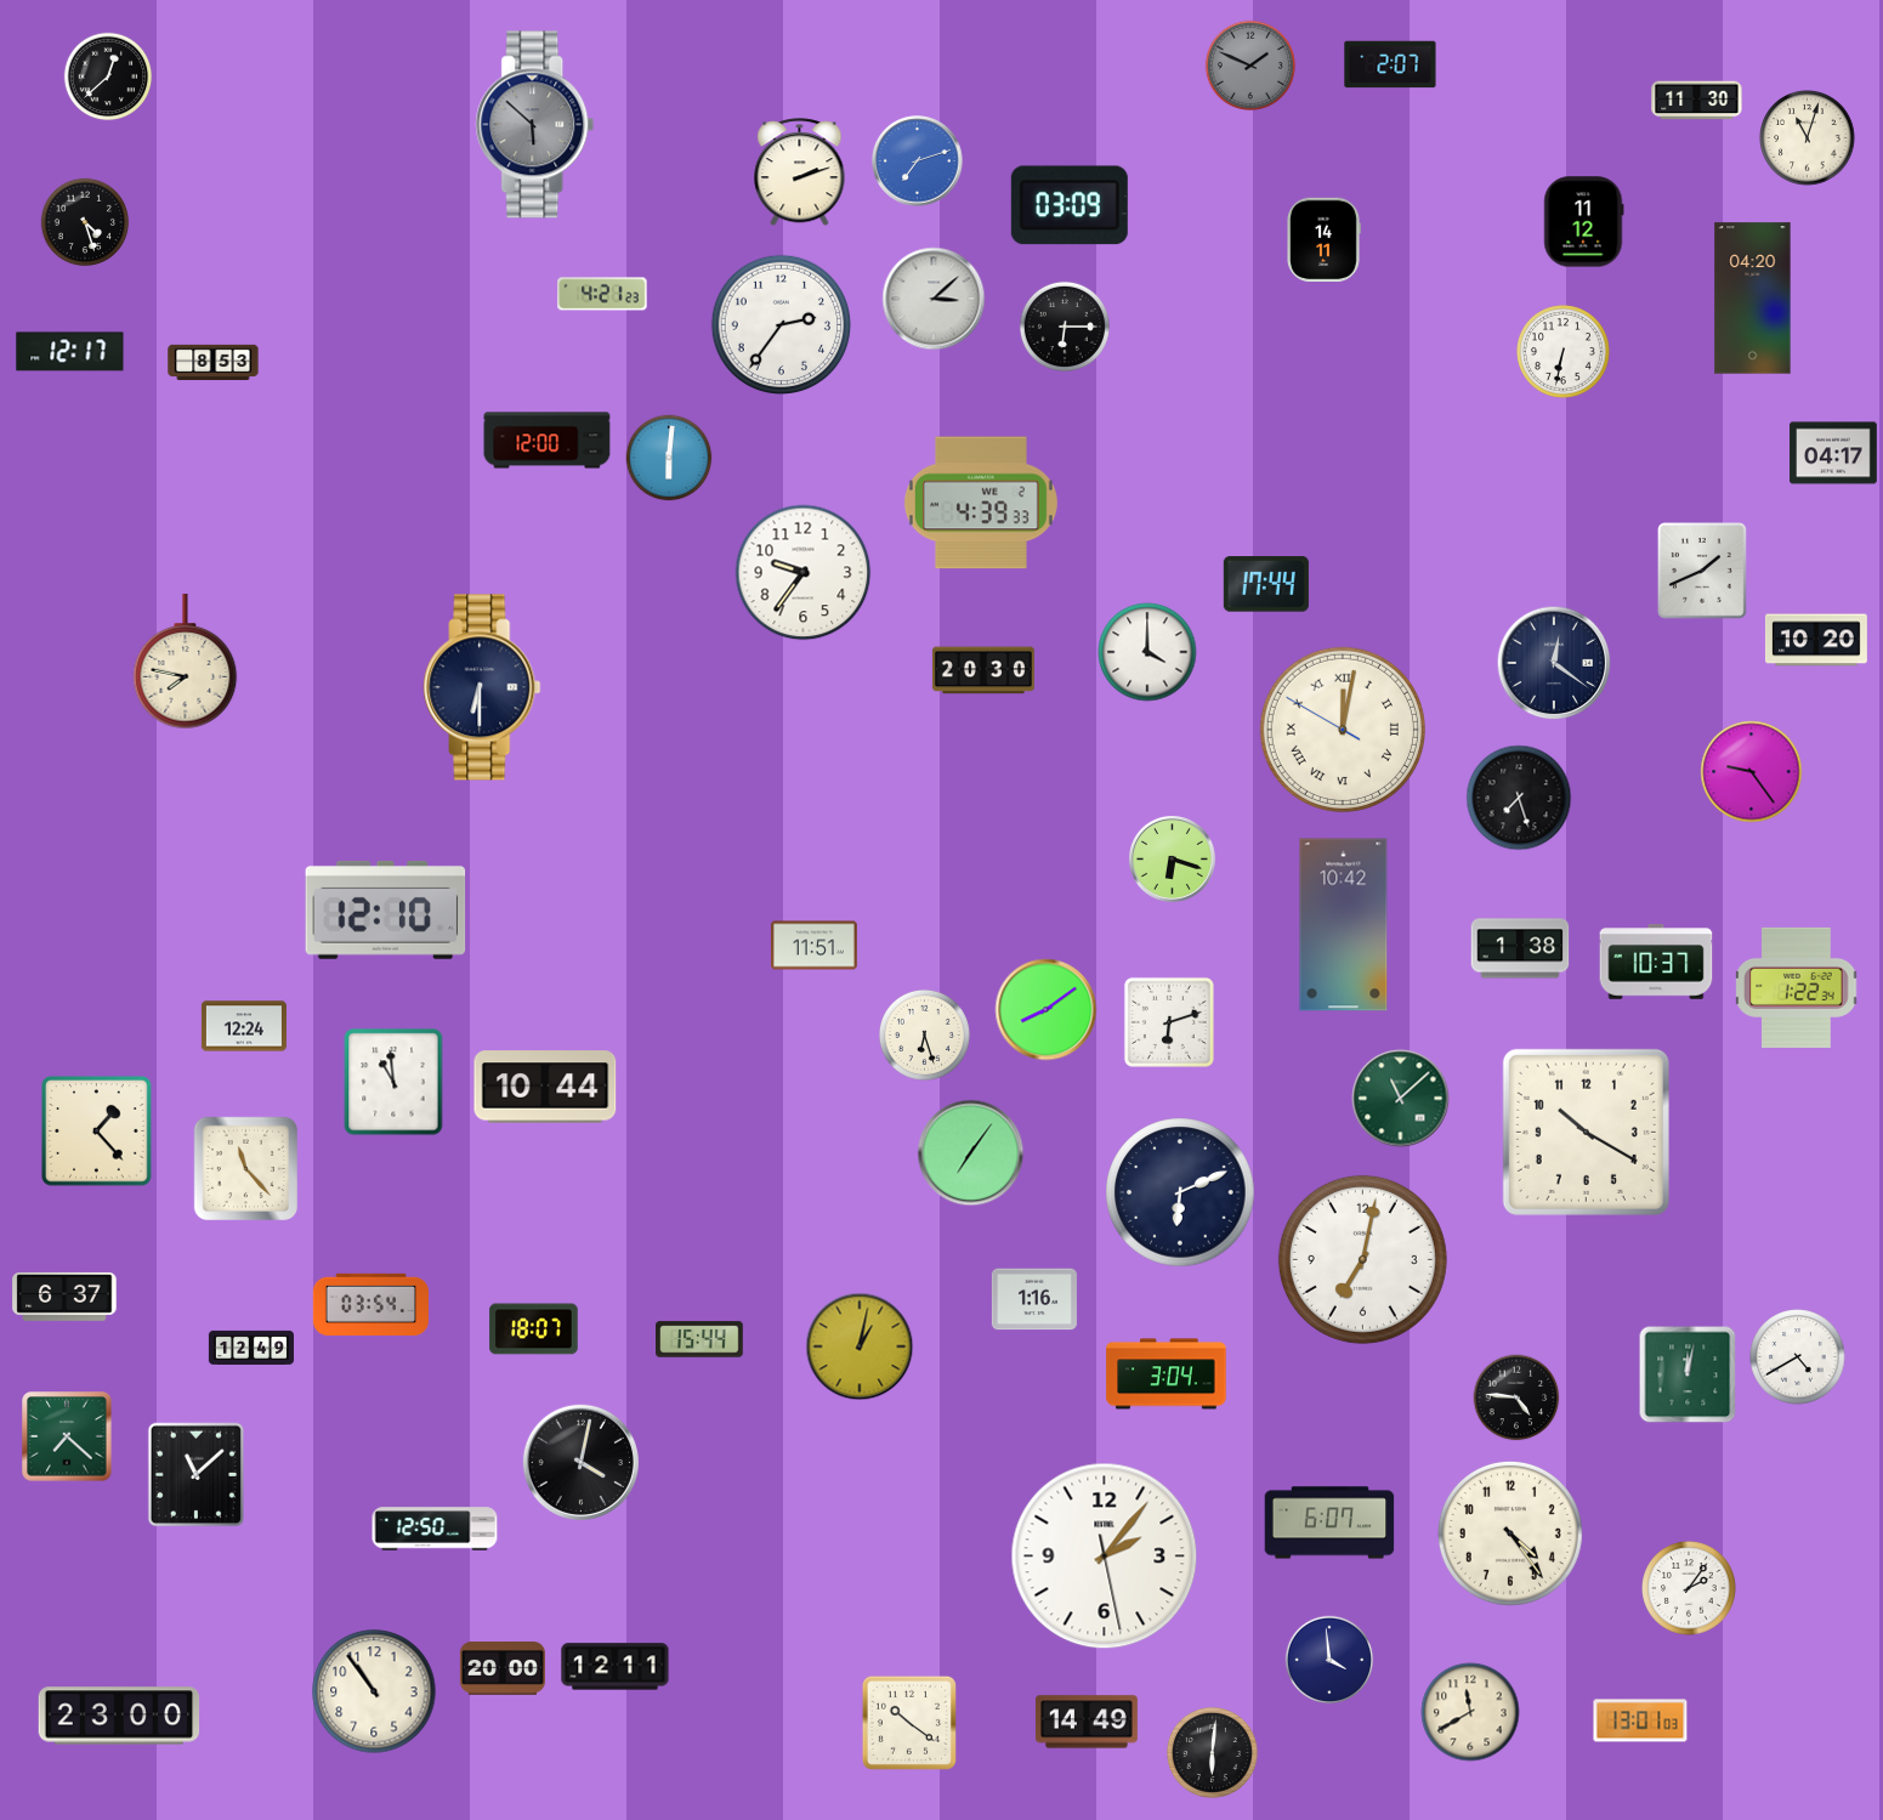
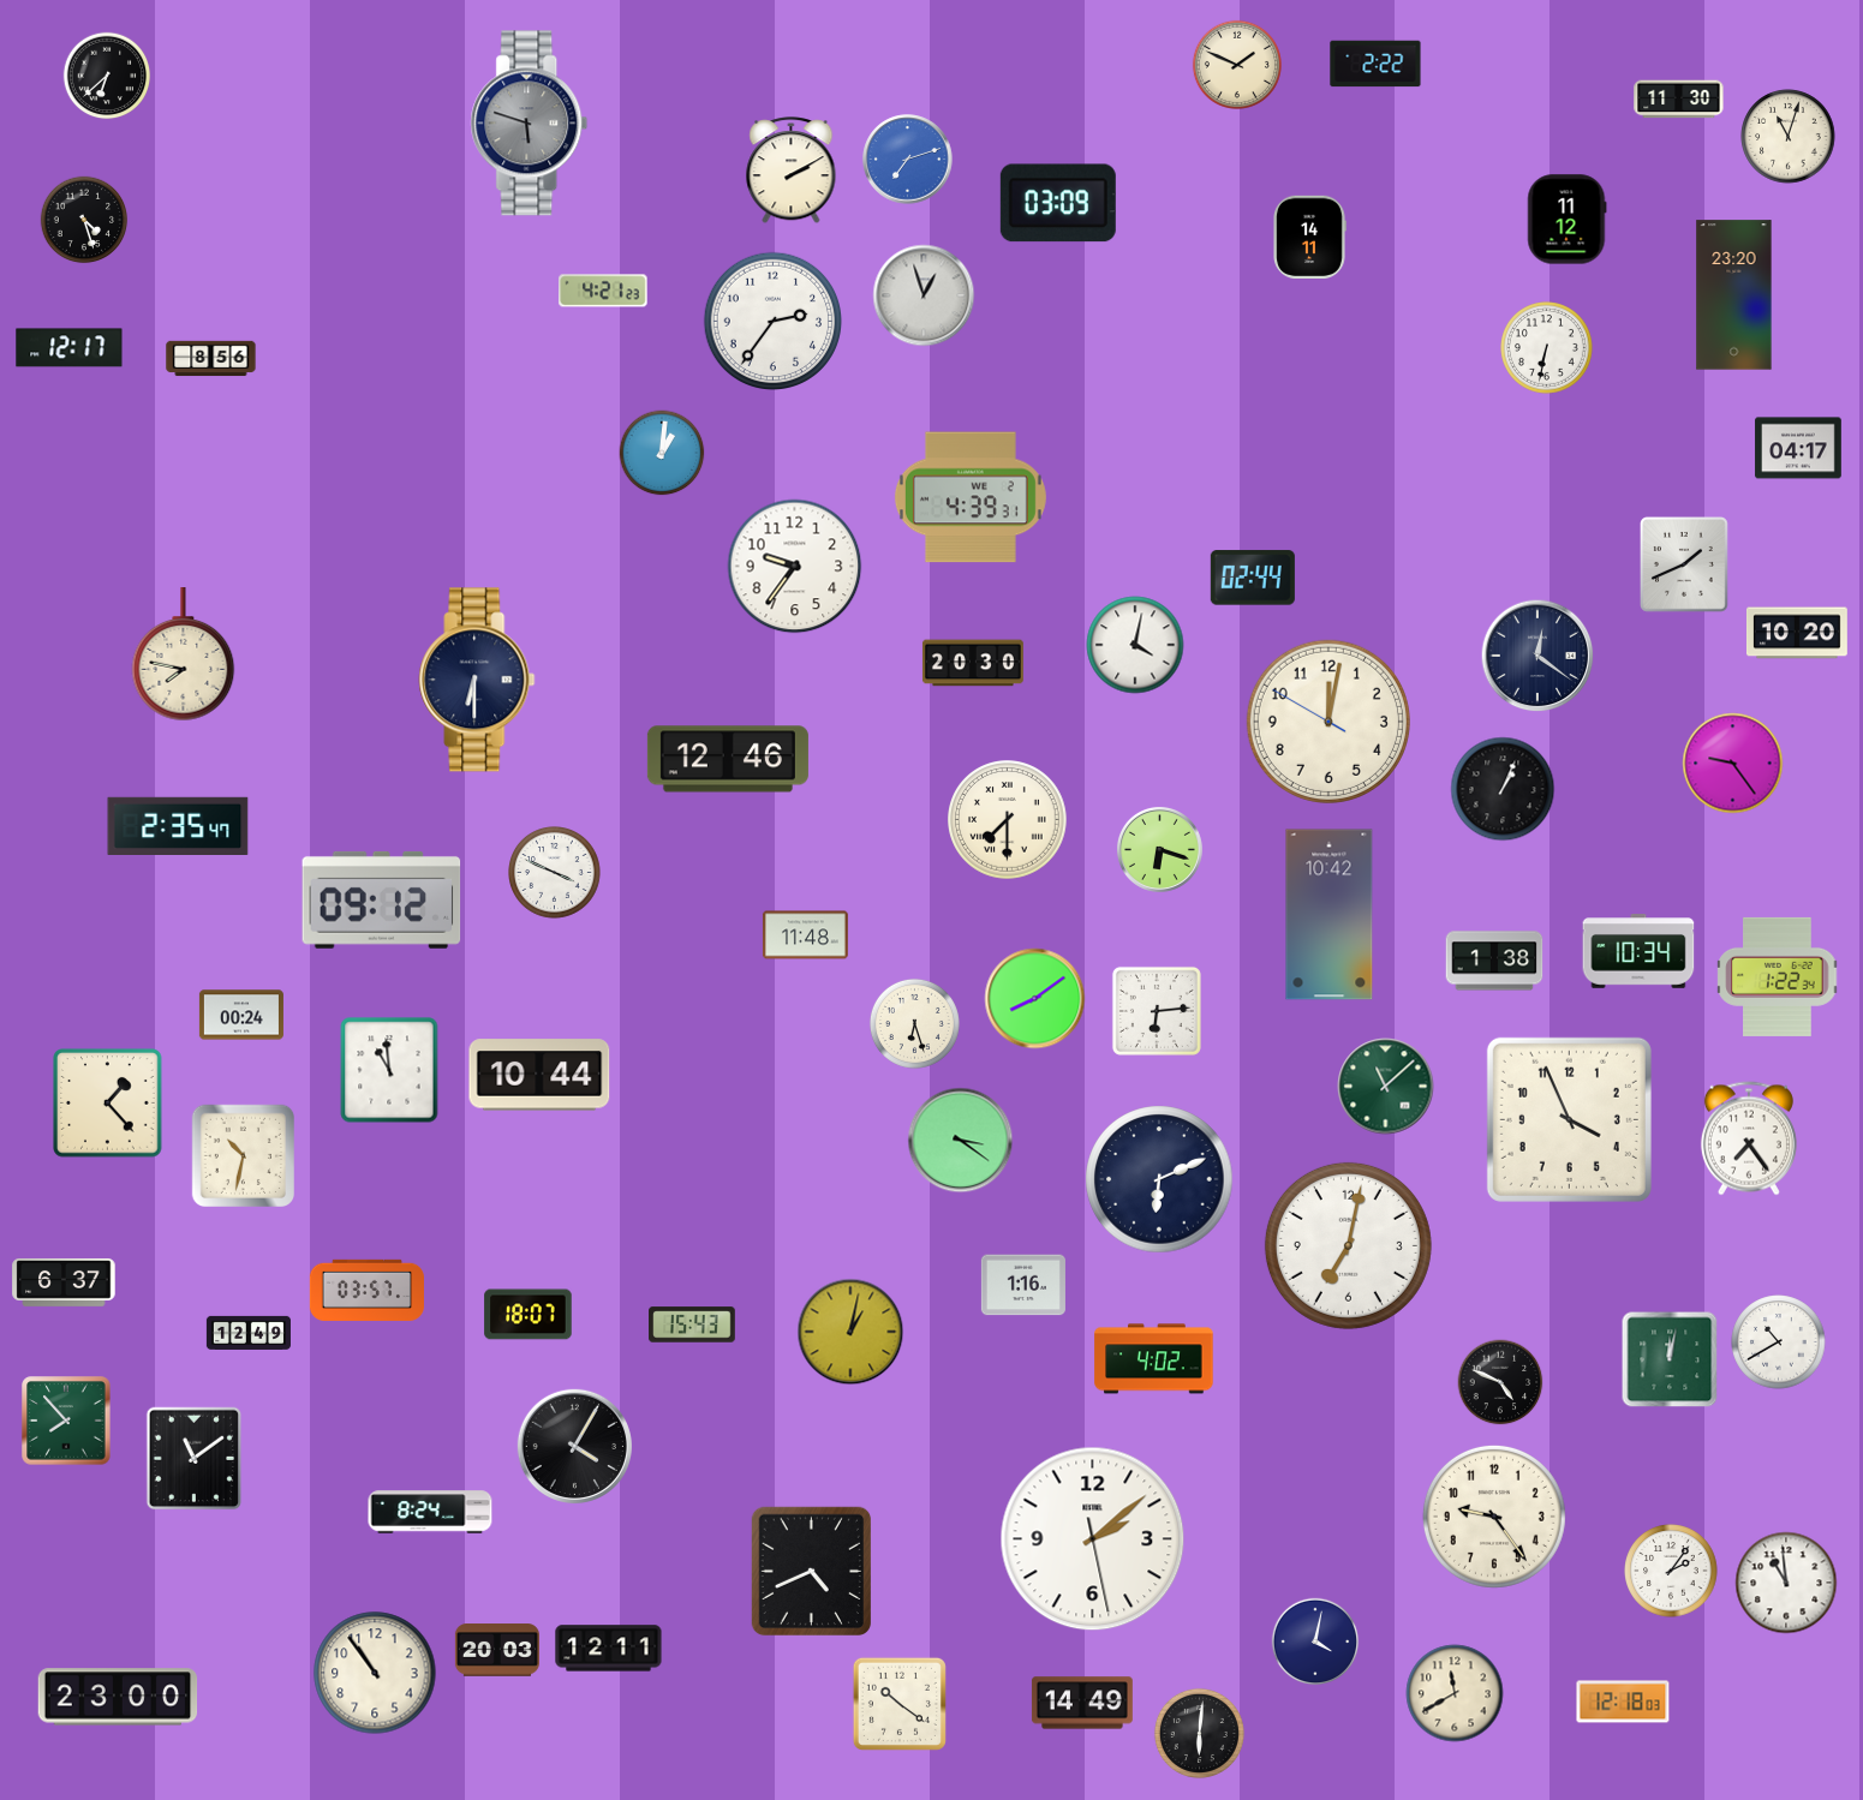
clock at (1390, 64): 2:07 -> 2:22
clock at (1250, 66) dial: grey -> cream
clock at (108, 76): 12:38 -> 6:38
clock at (535, 125): 5:52 -> 5:48
clock at (800, 172): 2:12 -> 2:10
clock at (602, 294) position: (602, 294) -> (603, 291)
clock at (934, 299): 3:08 -> 12:57
clock at (1753, 299): 04:20 -> 23:20
clock at (1065, 327): 6:15 -> none
clock at (214, 363): 8:53 -> 8:56
clock at (548, 441): 12:00 -> none
clock at (1833, 453) position: (1833, 453) -> (1798, 448)
clock at (669, 458): 6:01 -> 1:01
clock at (981, 503): 4:39:33 -> 4:39:31
clock at (1266, 584): 17:44 -> 02:44
clock at (1147, 652): 4:00 -> 4:02
clock at (1343, 730) numerals: Roman -> Arabic
clock at (728, 759): none -> 12:46
clock at (1519, 798): 7:27 -> 1:04
clock at (1008, 820): none -> 7:30
clock at (178, 825): none -> 2:35
clock at (555, 873): none -> 3:49
clock at (386, 909): 12:10 -> 09:12
clock at (813, 946): 11:51 -> 11:48
clock at (1520, 948) position: (1520, 948) -> (1494, 961)
clock at (1656, 962): 10:37 -> 10:34
clock at (1169, 1022): 6:12 -> 6:14
clock at (244, 1026): 12:24 -> 00:24
clock at (97, 1132) position: (97, 1132) -> (108, 1104)
clock at (1586, 1132): 10:20 -> 3:56
clock at (1749, 1138): none -> 7:24
clock at (971, 1153): 7:06 -> 3:21
clock at (245, 1168): 11:23 -> 10:32
clock at (1180, 1192) position: (1180, 1192) -> (1159, 1179)
clock at (370, 1304): 03:54 -> 03:57
clock at (699, 1339): 15:44 -> 15:43
clock at (1798, 1357): 4:40 -> 10:40
clock at (1167, 1374): 3:04 -> 4:02
clock at (1516, 1397): 4:46 -> 4:49
clock at (67, 1436): 7:22 -> 7:53
clock at (580, 1462): 4:02 -> 4:05
clock at (197, 1475): 11:08 -> 11:09
clock at (1329, 1523): 6:07 -> none
clock at (435, 1529): 12:50 -> 8:24
clock at (1510, 1533): 4:24 -> 9:24
clock at (1105, 1557): 2:06 -> 2:08
clock at (811, 1572): none -> 4:41
clock at (1786, 1583): none -> 10:59
clock at (1329, 1660): 3:59 -> 4:02
clock at (503, 1668): 20:00 -> 20:03
clock at (374, 1691) position: (374, 1691) -> (375, 1673)
clock at (1640, 1720): 13:01 -> 12:18
clock at (1087, 1722) position: (1087, 1722) -> (1082, 1703)
